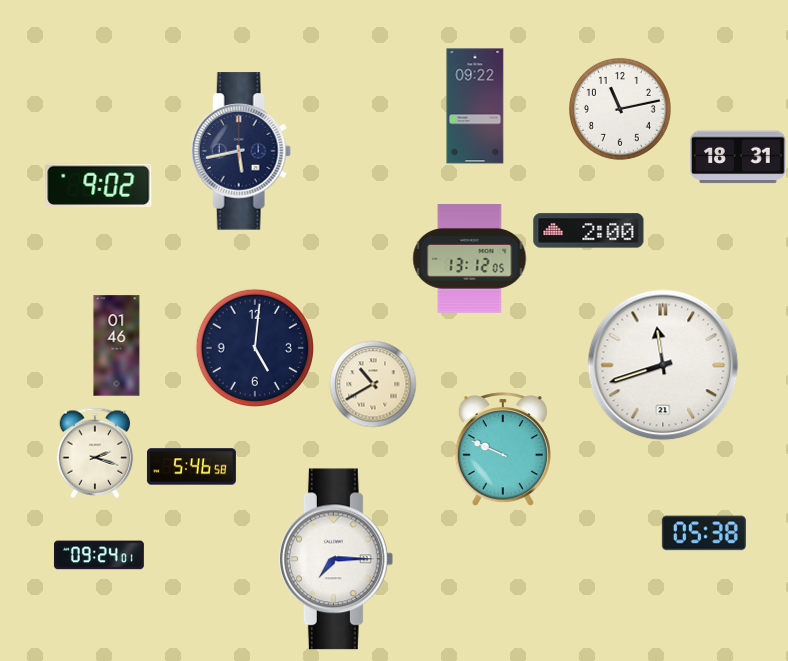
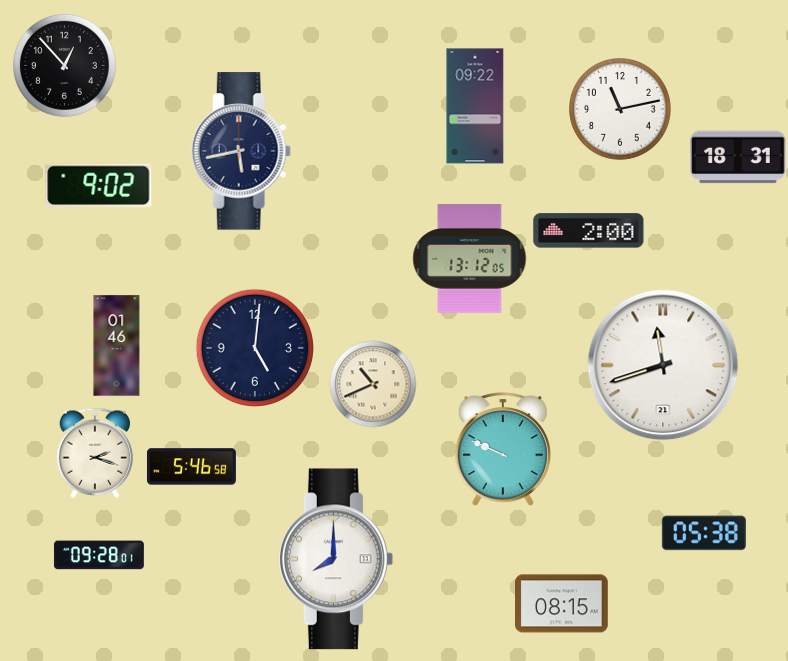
clock at (64, 65): none -> 12:53
clock at (373, 384): 10:40 -> 10:41
clock at (99, 555): 09:24 -> 09:28
clock at (336, 559): 7:15 -> 8:00
clock at (562, 604): none -> 08:15
